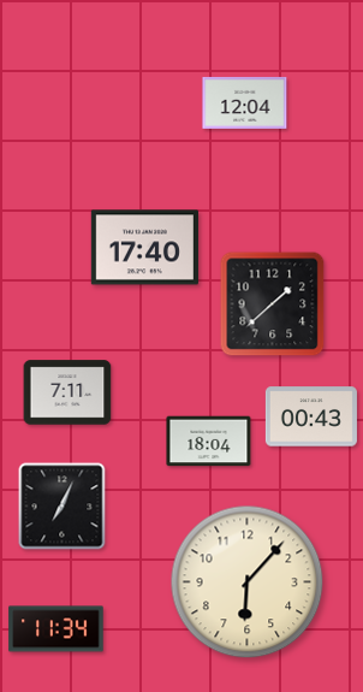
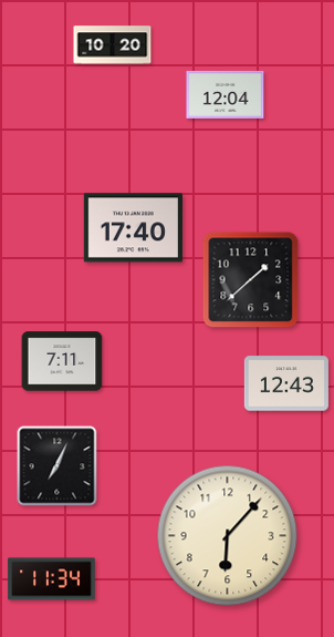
clock at (113, 45): none -> 10:20
clock at (311, 416): 00:43 -> 12:43
clock at (209, 442): 18:04 -> none
